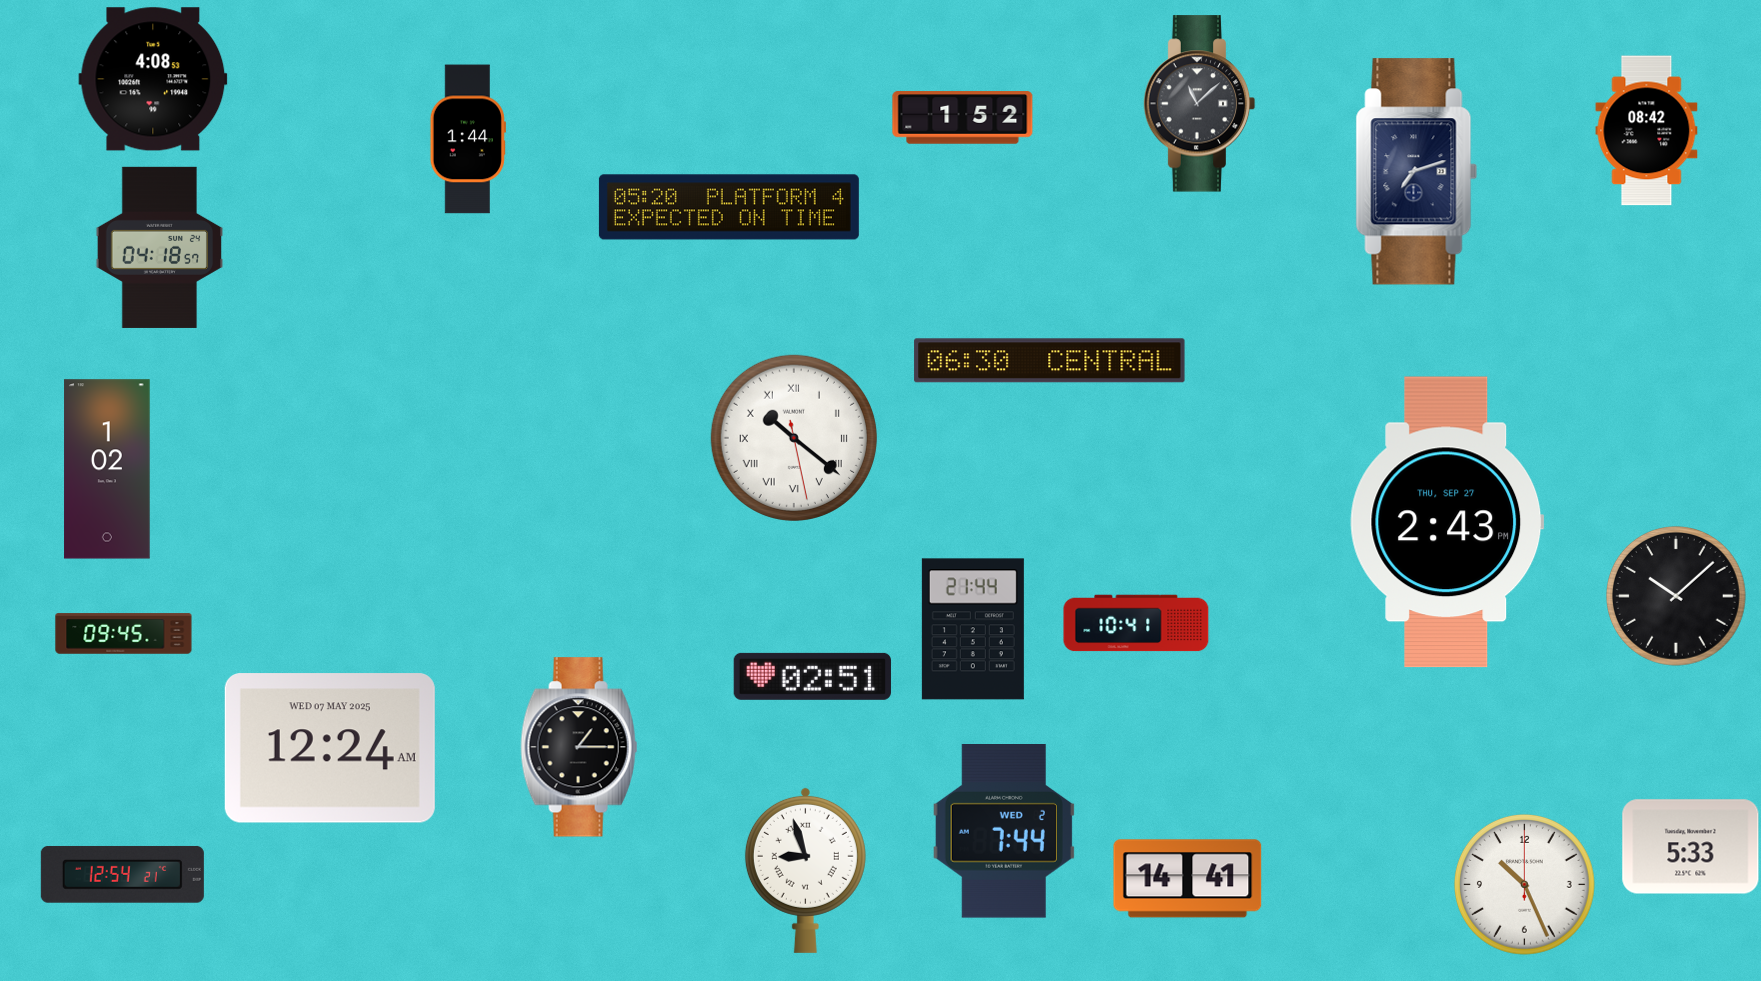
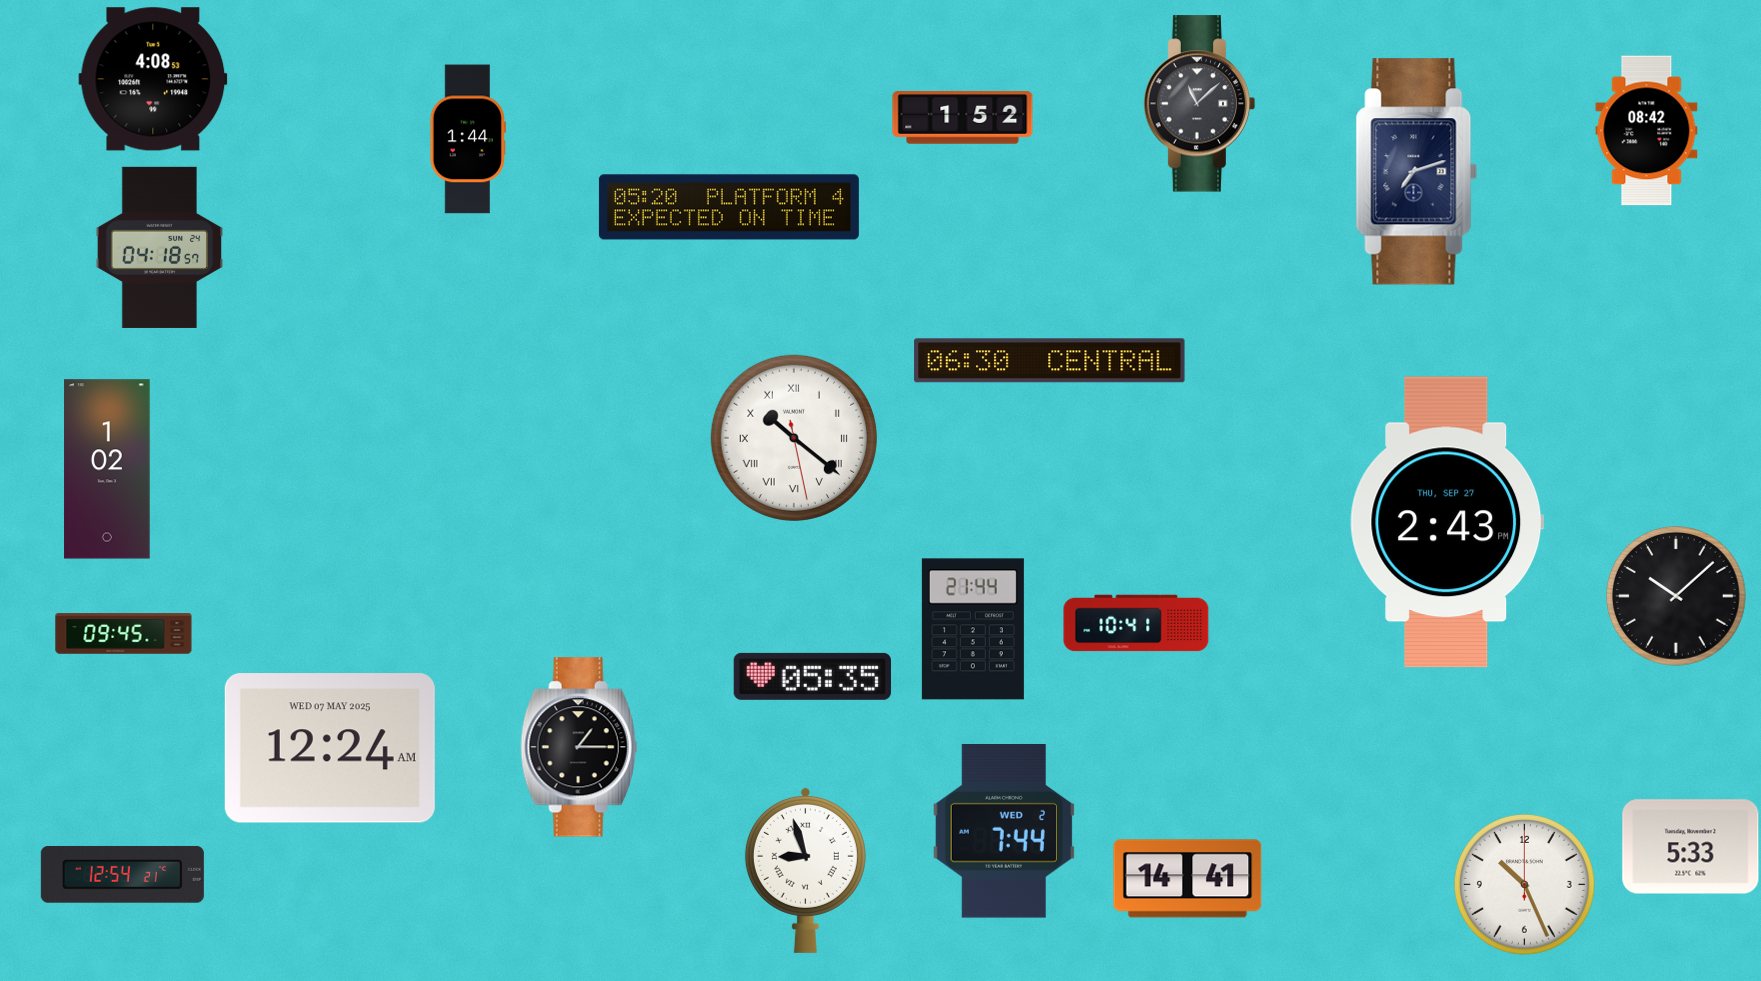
clock at (812, 676): 02:51 -> 05:35
